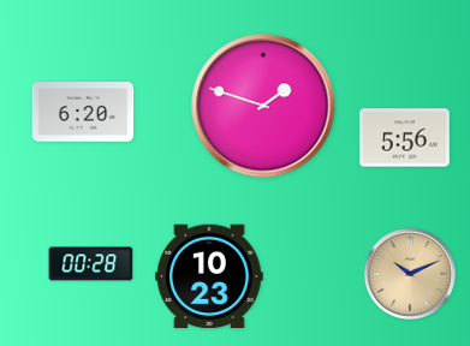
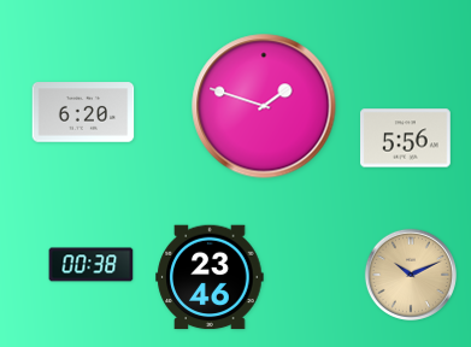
clock at (91, 264): 00:28 -> 00:38
clock at (209, 276): 10:23 -> 23:46
